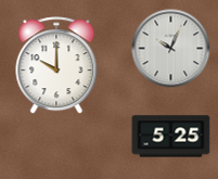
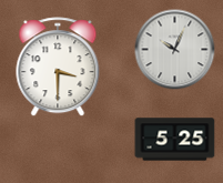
clock at (56, 66): 10:00 -> 3:30
